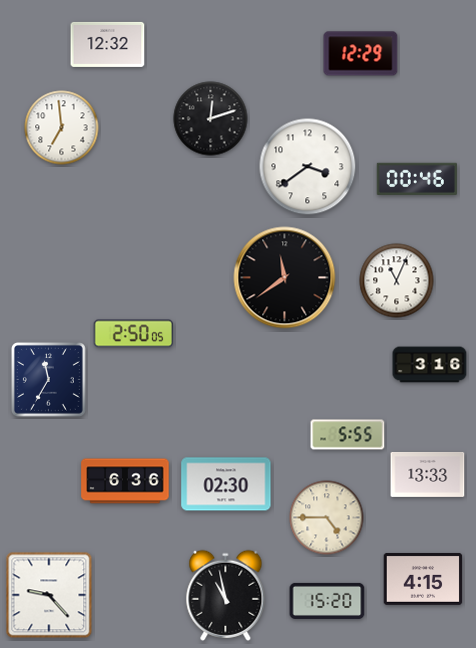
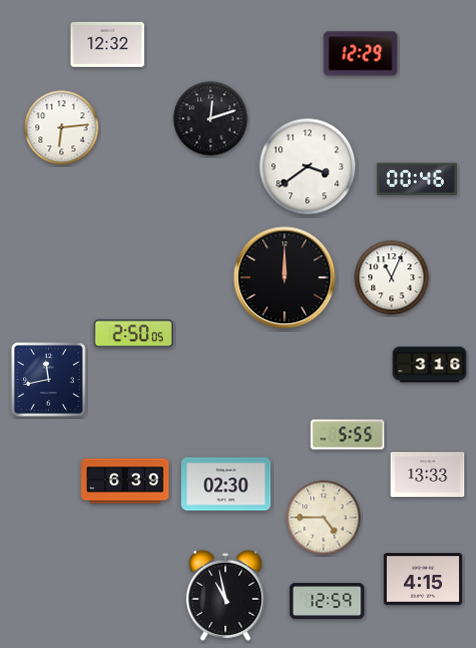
clock at (62, 128): 6:59 -> 6:14
clock at (285, 278): 11:39 -> 12:00
clock at (397, 281) position: (397, 281) -> (392, 278)
clock at (48, 379): 11:35 -> 11:43
clock at (125, 481): 6:36 -> 6:39
clock at (327, 518) position: (327, 518) -> (324, 518)
clock at (49, 595): 9:23 -> none
clock at (327, 601): 15:20 -> 12:59
